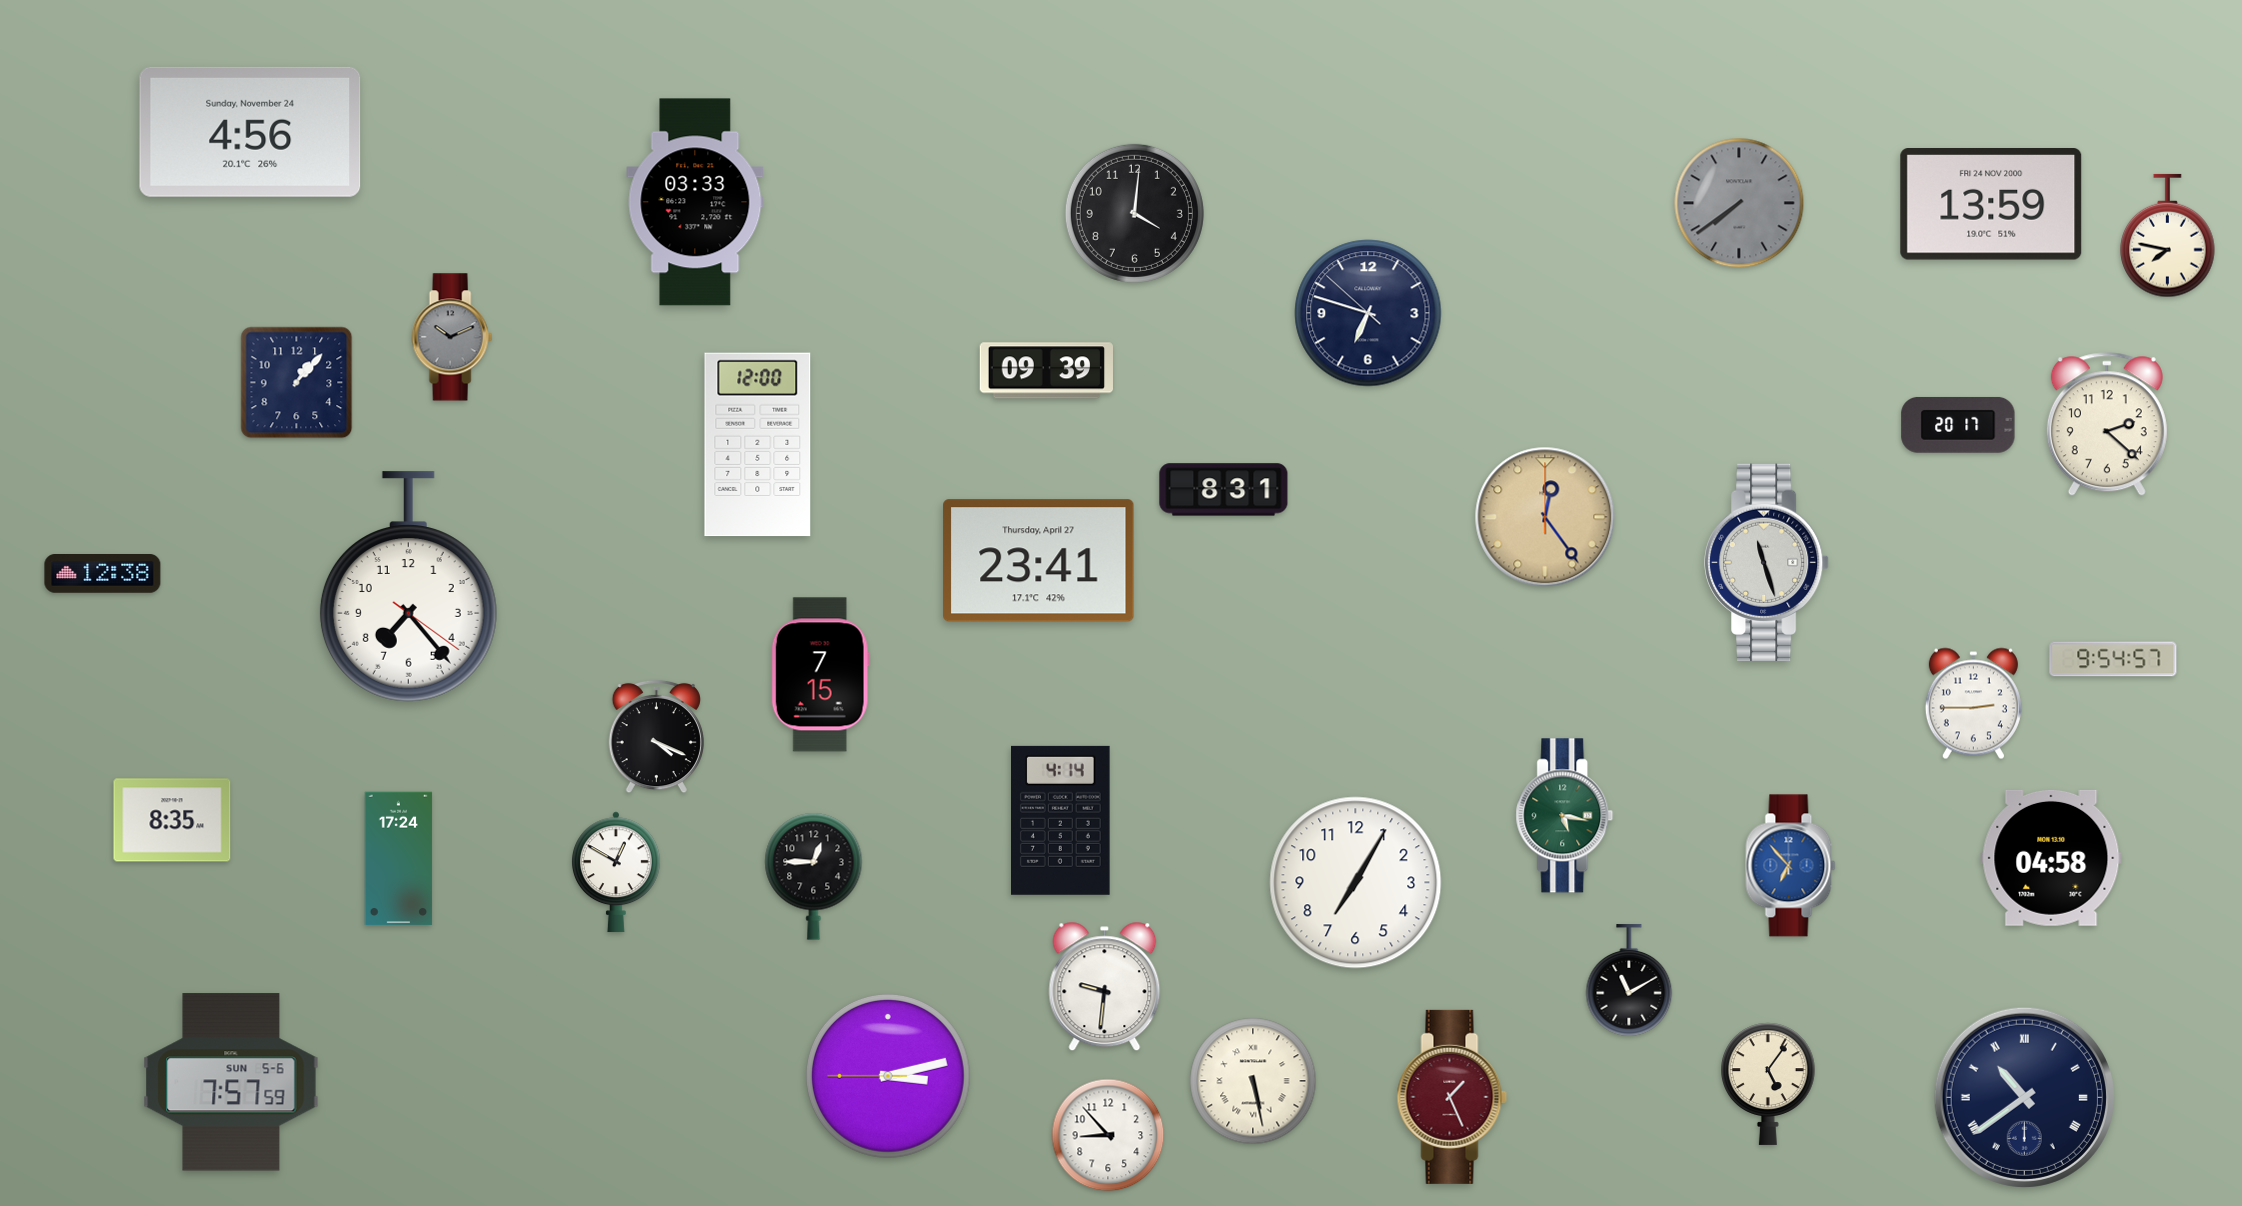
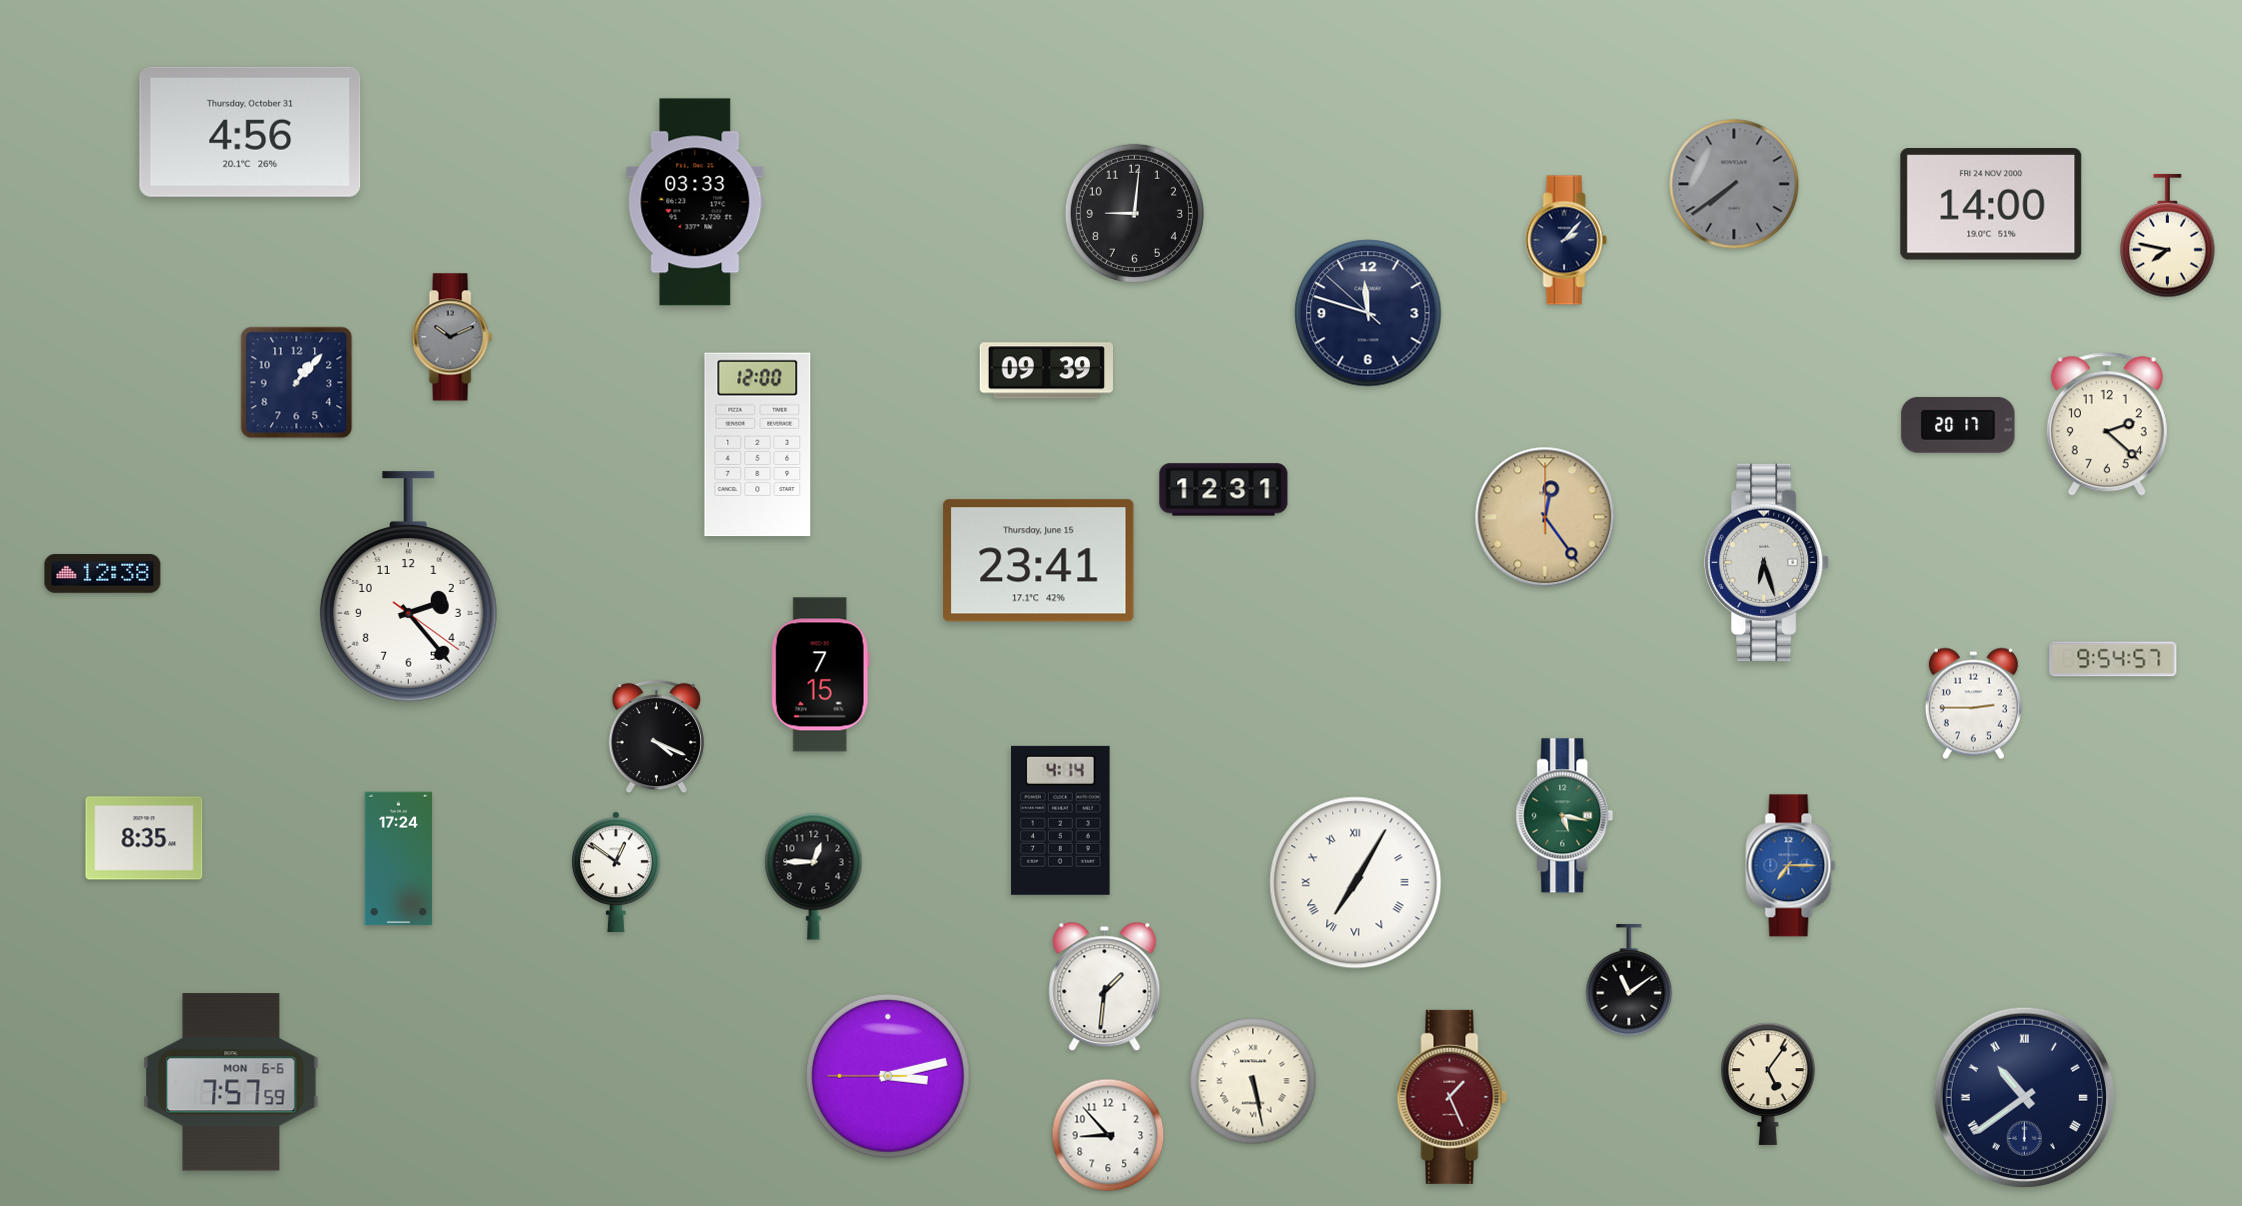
clock at (250, 132) date: Sunday, November 24 -> Thursday, October 31
clock at (1739, 203) position: (1739, 203) -> (1734, 184)
clock at (1991, 205): 13:59 -> 14:00
clock at (1134, 213): 4:01 -> 9:01
clock at (1566, 240): none -> 2:07
clock at (1368, 313): 6:47 -> 11:47
clock at (1224, 490): 8:31 -> 12:31
clock at (1039, 561) date: Thursday, April 27 -> Thursday, June 15
clock at (1768, 562): 11:27 -> 6:27
clock at (408, 587): 7:23 -> 2:23
clock at (172, 820) position: (172, 820) -> (144, 838)
clock at (2051, 858): 04:58 -> none
clock at (1791, 866): 6:53 -> 7:15
clock at (616, 872): 12:50 -> 12:51
clock at (1356, 883) numerals: Arabic -> Roman
clock at (1629, 981): 11:10 -> 11:09
clock at (1105, 987): 9:31 -> 1:31
clock at (231, 1082) date: SUN 5-6 -> MON 6-6
